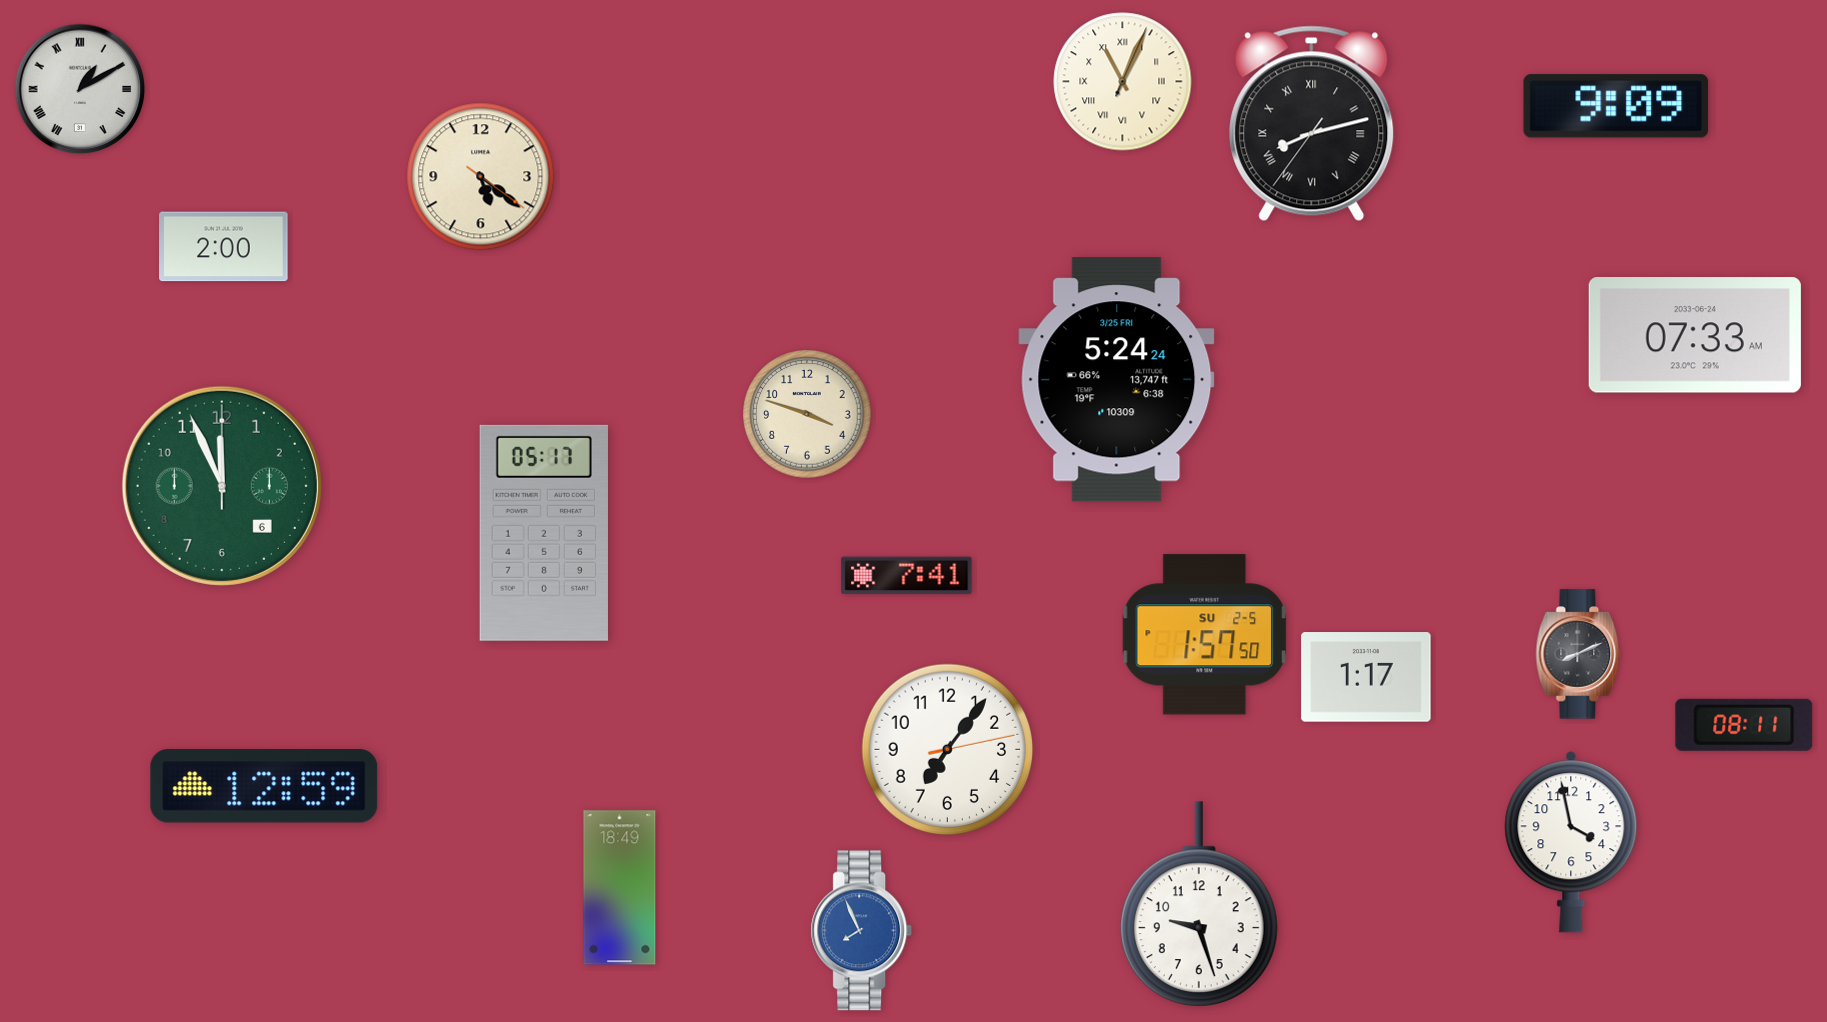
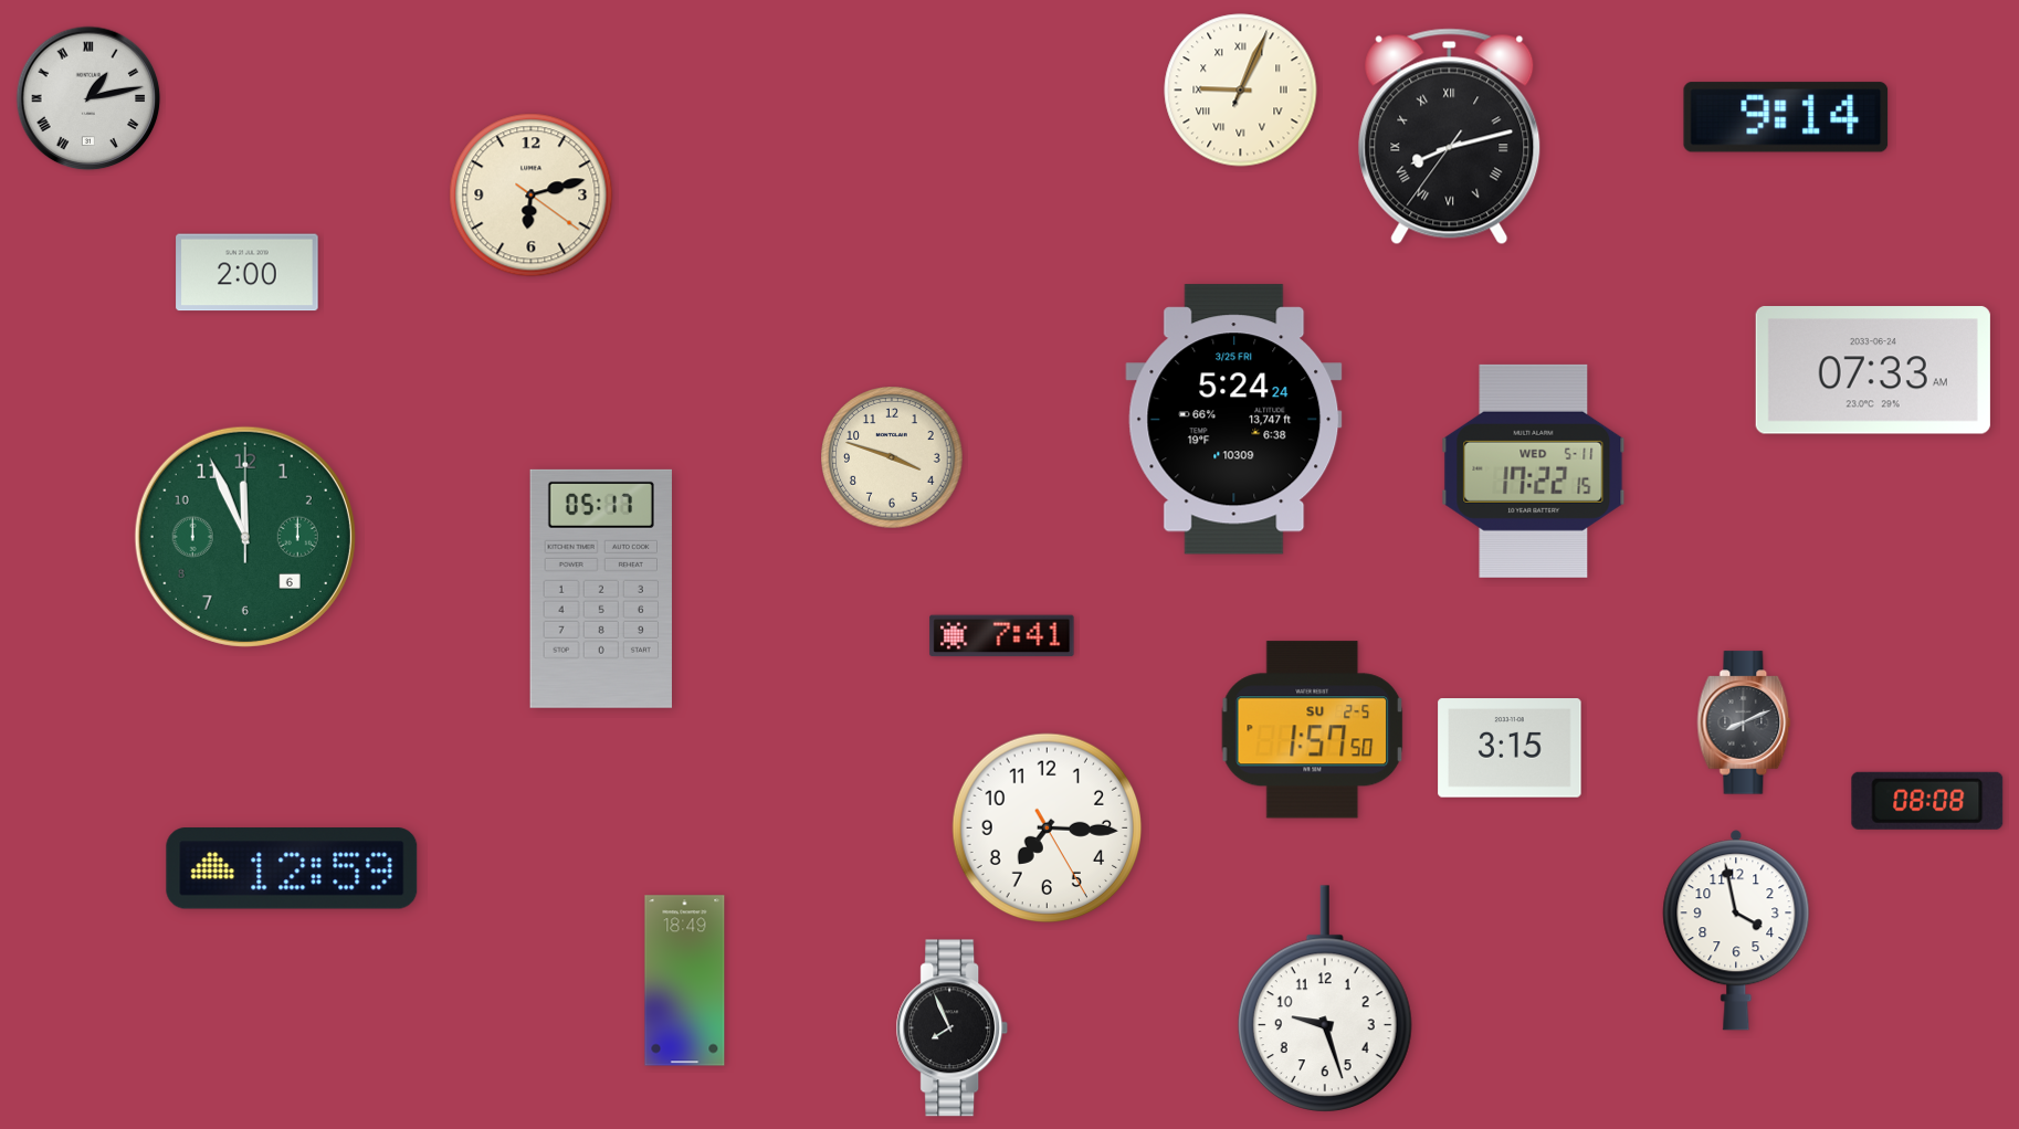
clock at (1123, 82): 11:04 -> 9:04
clock at (80, 89): 1:10 -> 1:13
clock at (1616, 106): 9:09 -> 9:14
clock at (481, 177): 5:21 -> 6:12
clock at (1534, 471): none -> 17:22
clock at (1205, 635) position: (1205, 635) -> (1313, 730)
clock at (1366, 677): 1:17 -> 3:15
clock at (1744, 725): 08:11 -> 08:08
clock at (948, 750): 7:06 -> 7:15
clock at (862, 931) dial: blue -> black
